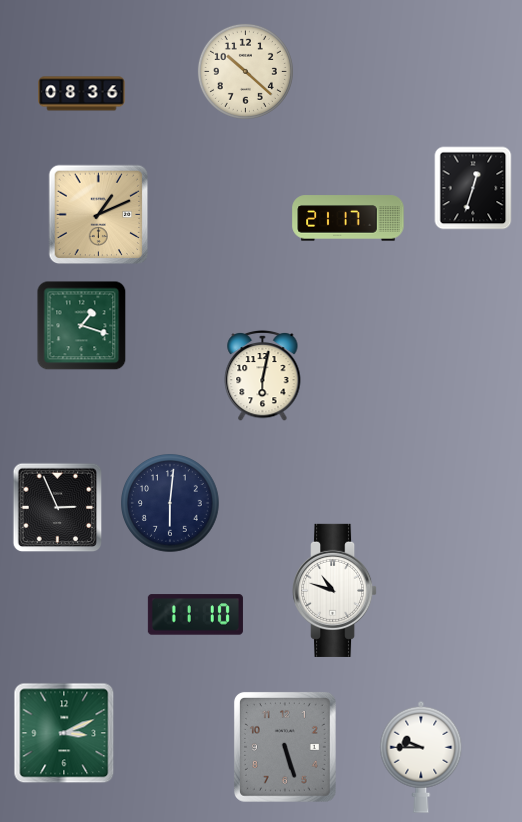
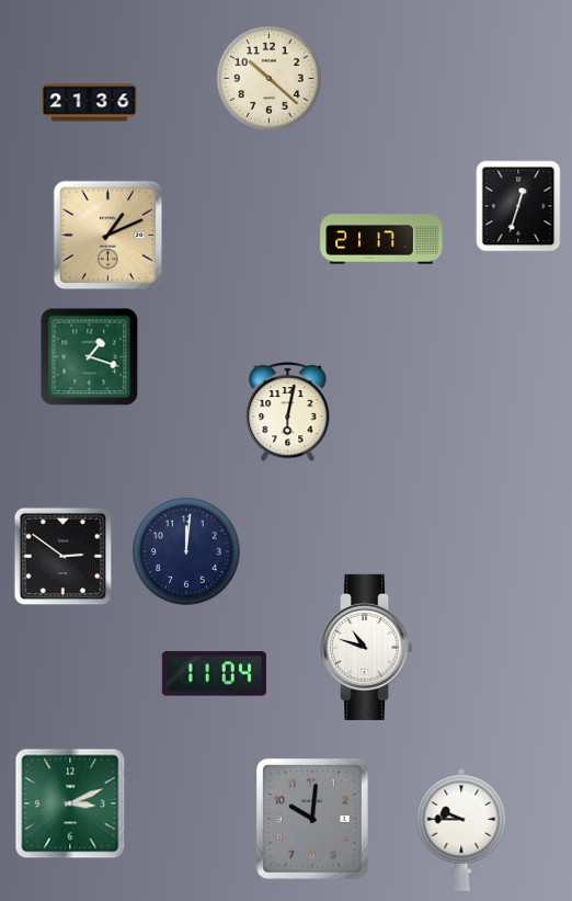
clock at (82, 94): 08:36 -> 21:36
clock at (171, 504): 6:01 -> 12:01
clock at (58, 508): 2:56 -> 2:51
clock at (195, 615): 11:10 -> 11:04
clock at (285, 747): 5:27 -> 10:01
